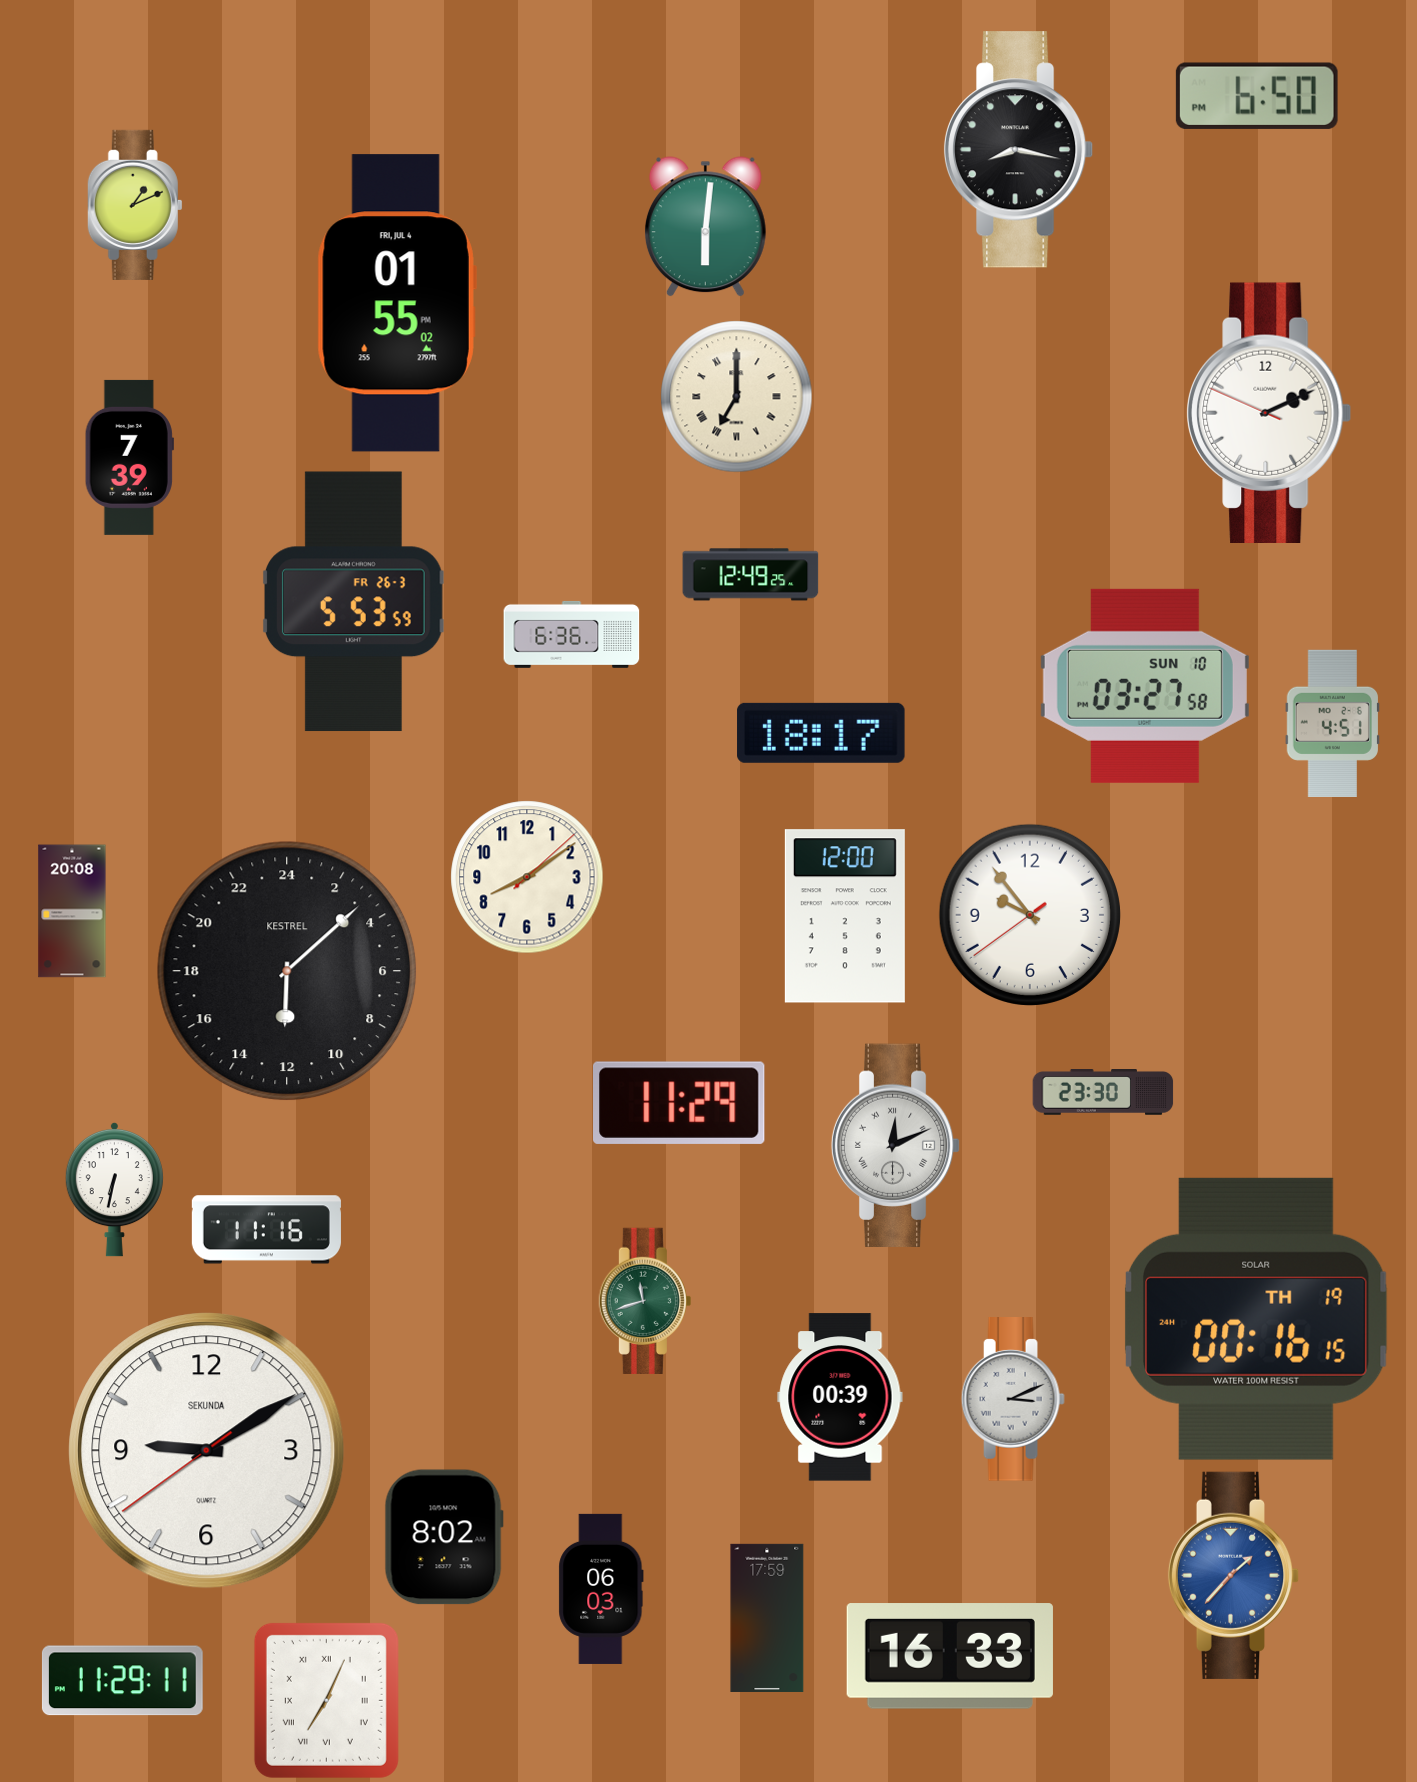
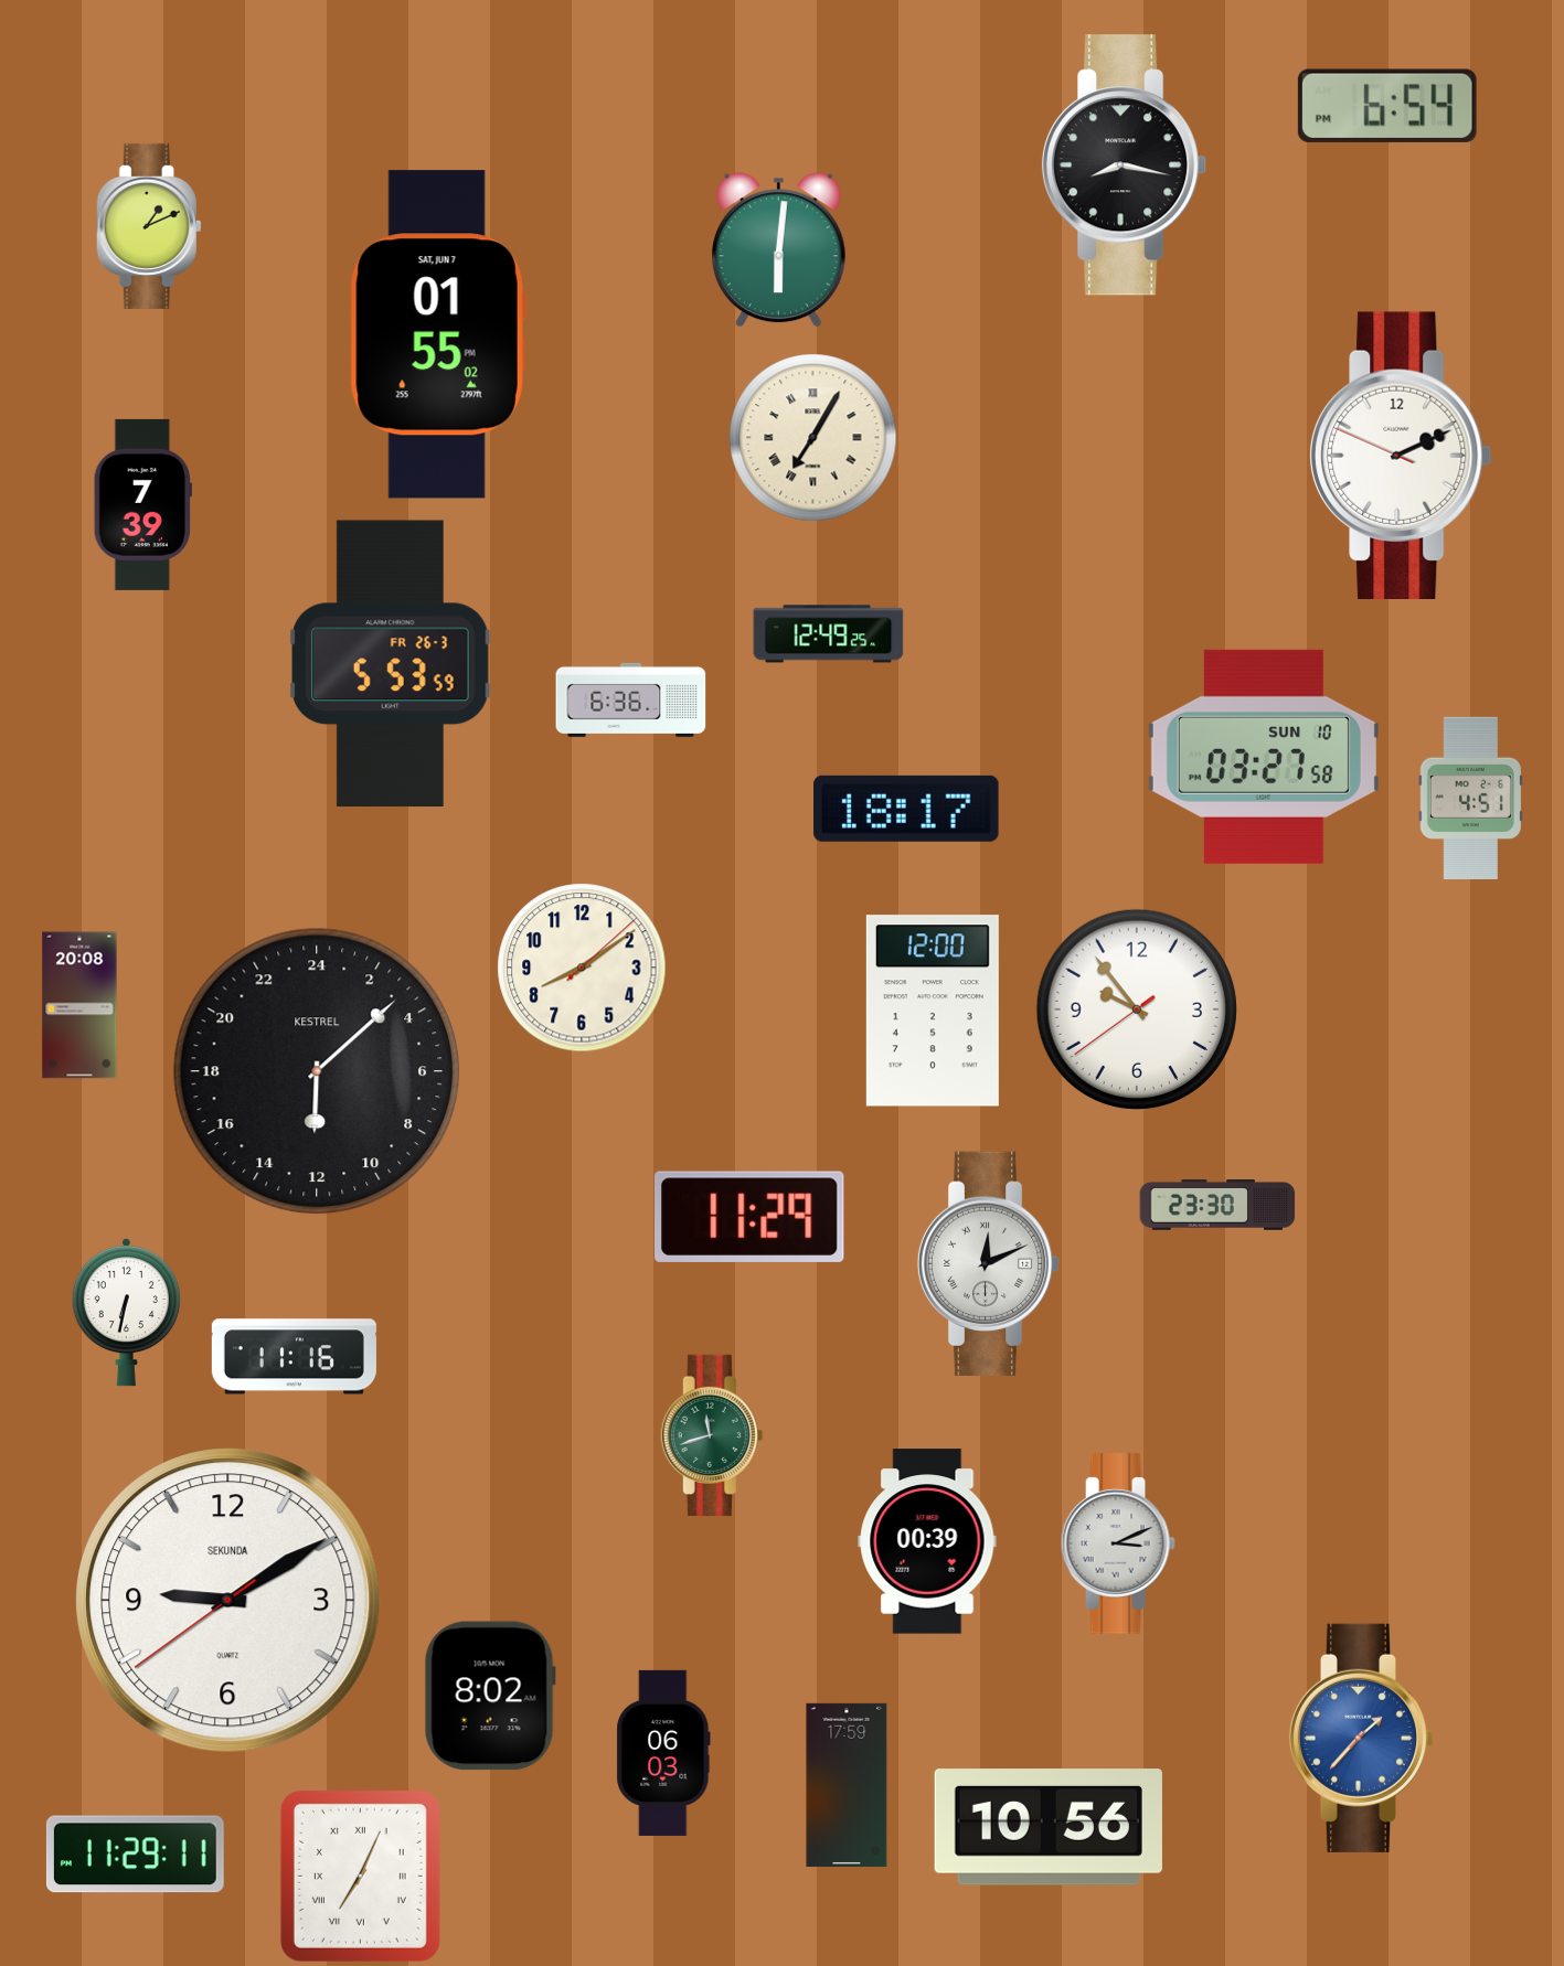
clock at (1257, 96): 6:50 -> 6:54
clock at (397, 303) date: FRI, JUL 4 -> SAT, JUN 7
clock at (737, 397): 7:00 -> 7:05
clock at (1256, 1319): 00:16 -> none
clock at (950, 1656): 16:33 -> 10:56
